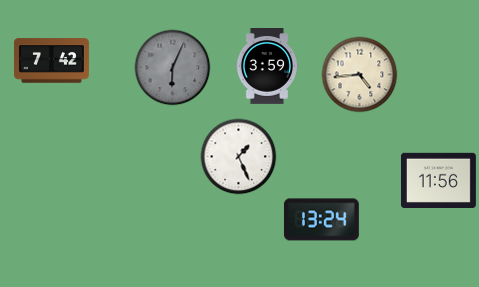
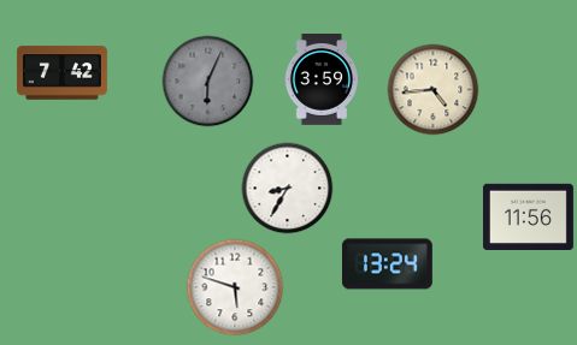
clock at (239, 157): 1:26 -> 8:35
clock at (235, 287): none -> 5:48
